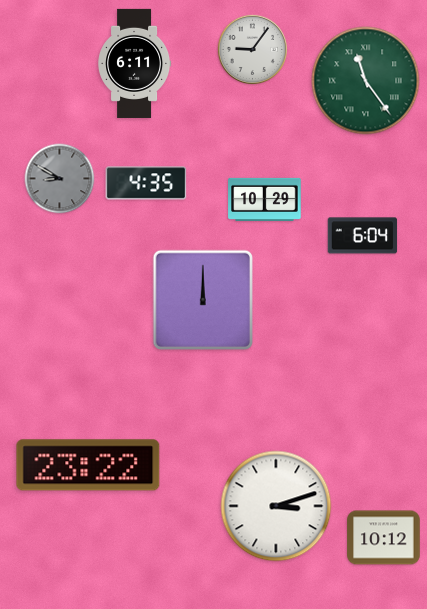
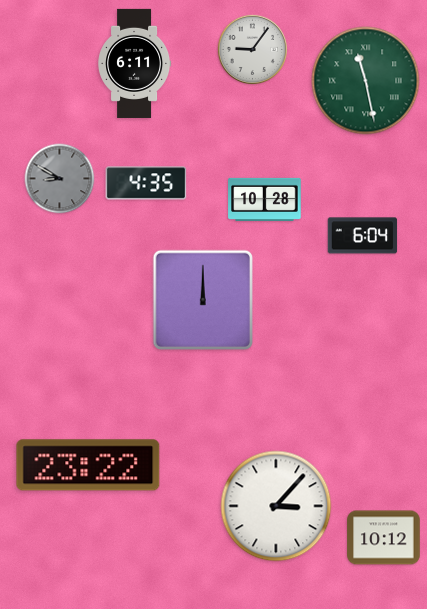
clock at (366, 81): 11:24 -> 11:28
clock at (265, 199): 10:29 -> 10:28
clock at (276, 506): 3:12 -> 3:07
